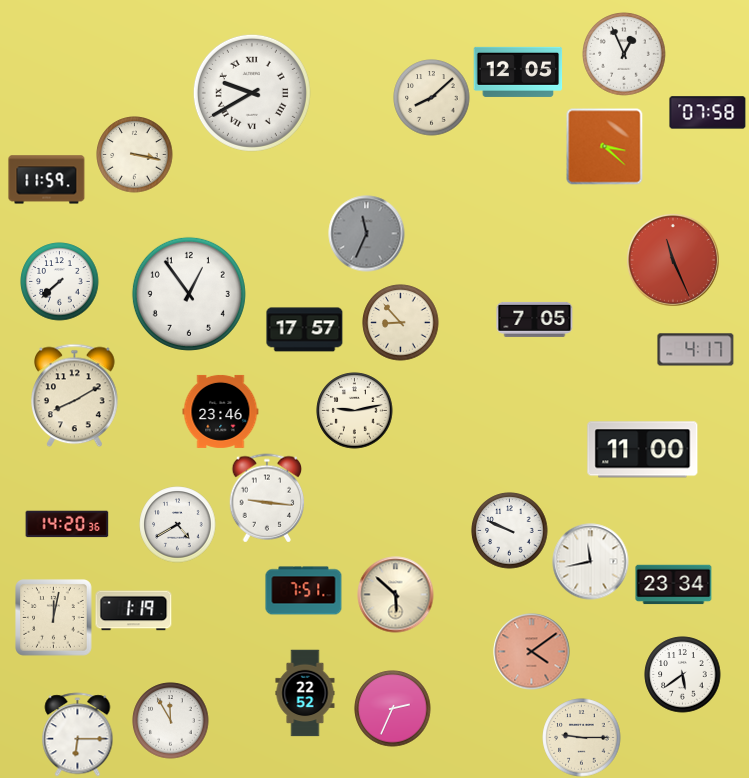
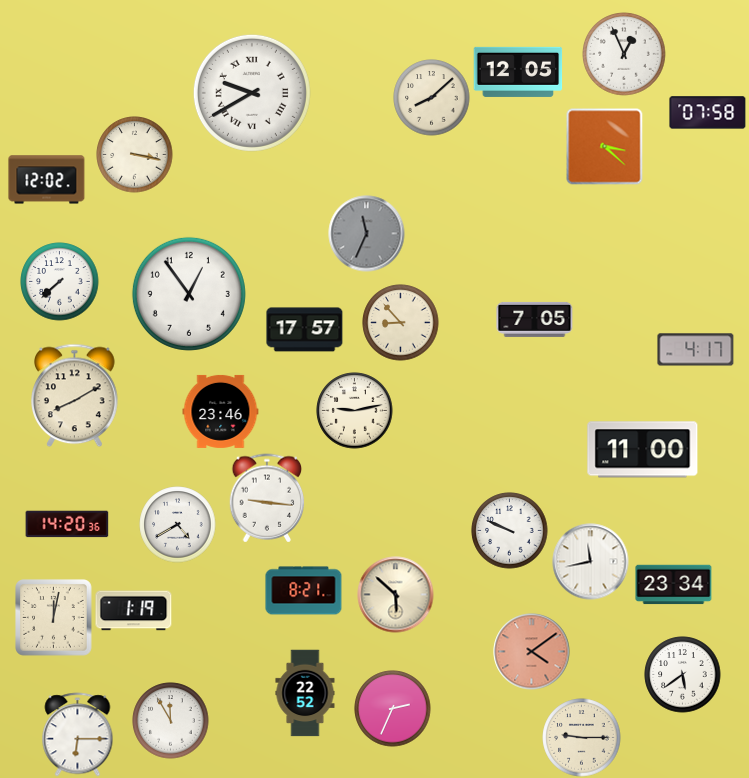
clock at (47, 180): 11:59 -> 12:02
clock at (673, 260): 11:26 -> none
clock at (304, 591): 7:51 -> 8:21
